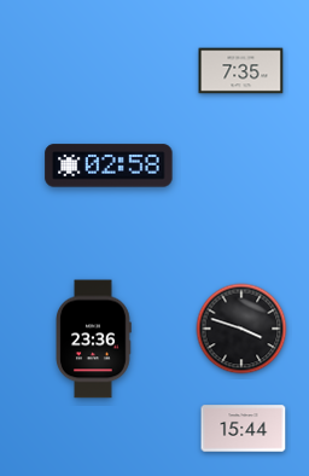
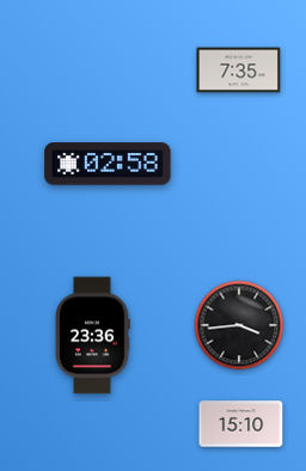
clock at (241, 329): 3:48 -> 3:44
clock at (244, 429): 15:44 -> 15:10
